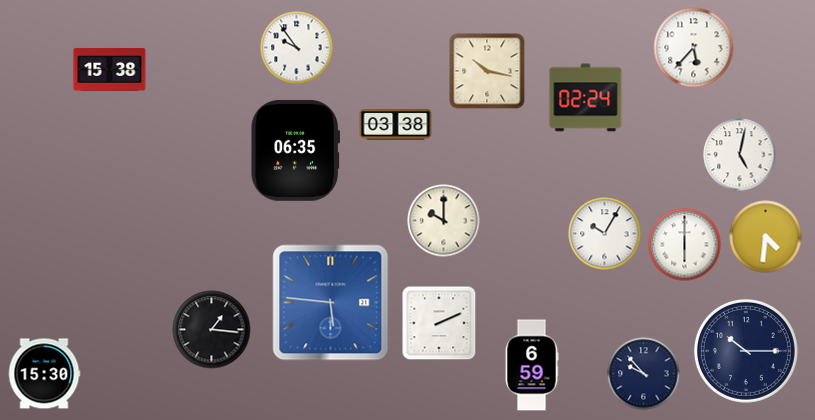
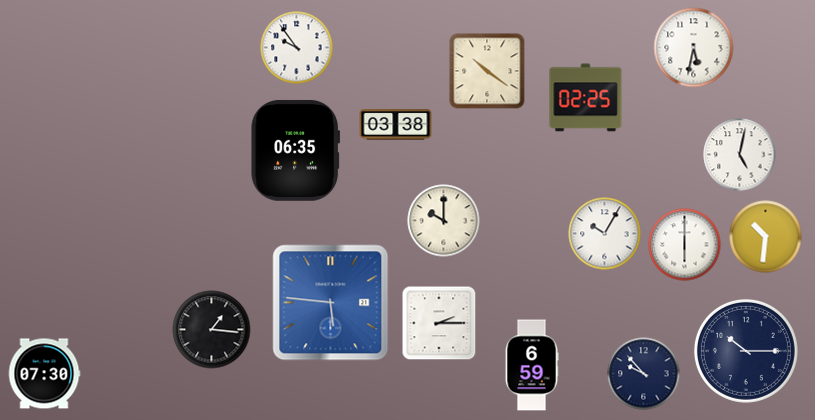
clock at (694, 48): 5:37 -> 5:32
clock at (110, 69): 15:38 -> none
clock at (487, 71): 10:17 -> 10:21
clock at (586, 98): 02:24 -> 02:25
clock at (766, 237): 4:31 -> 10:31
clock at (439, 323): 2:11 -> 2:15
clock at (44, 374): 15:30 -> 07:30
